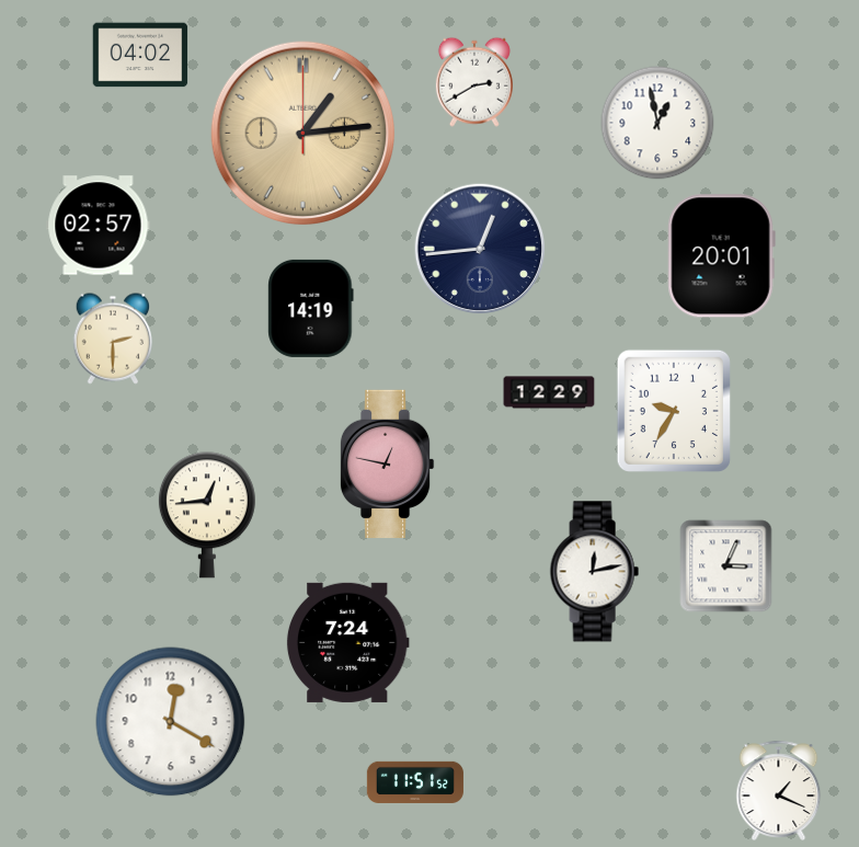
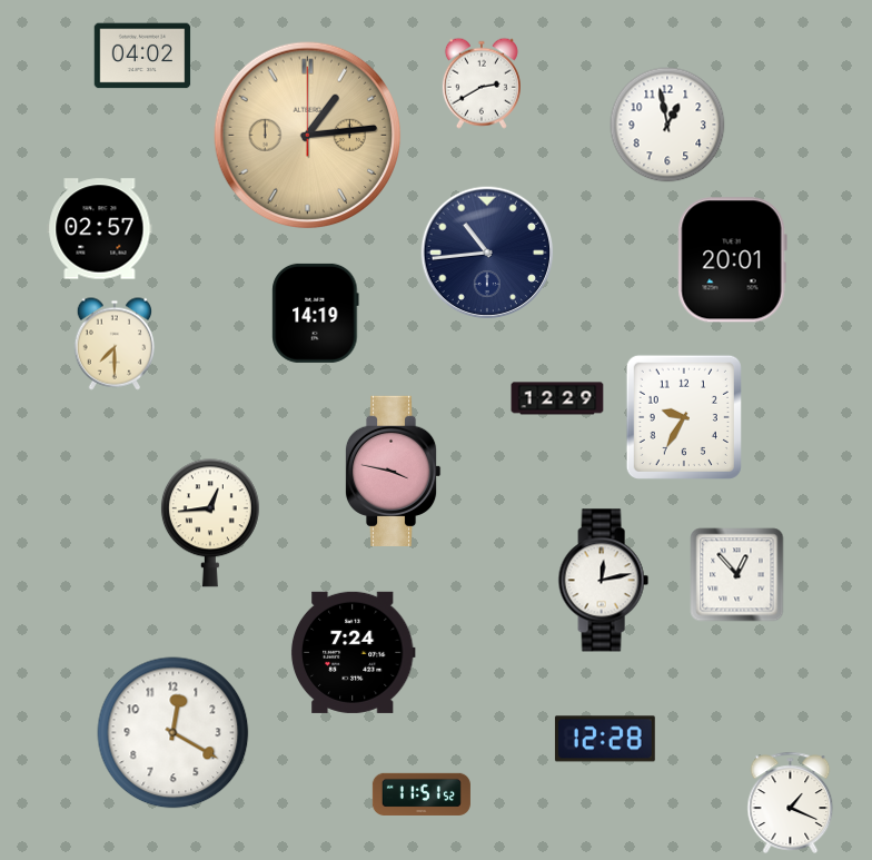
clock at (480, 249): 12:44 -> 10:44
clock at (112, 339): 2:30 -> 7:30
clock at (387, 463): 12:47 -> 3:47
clock at (726, 566): 3:04 -> 12:53
clock at (605, 739): none -> 12:28
